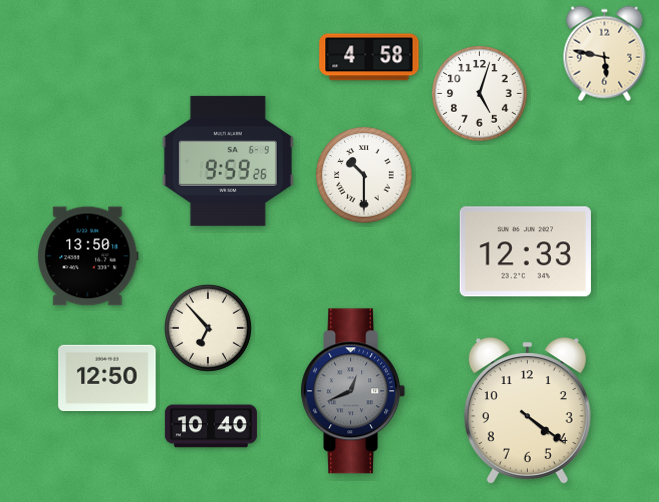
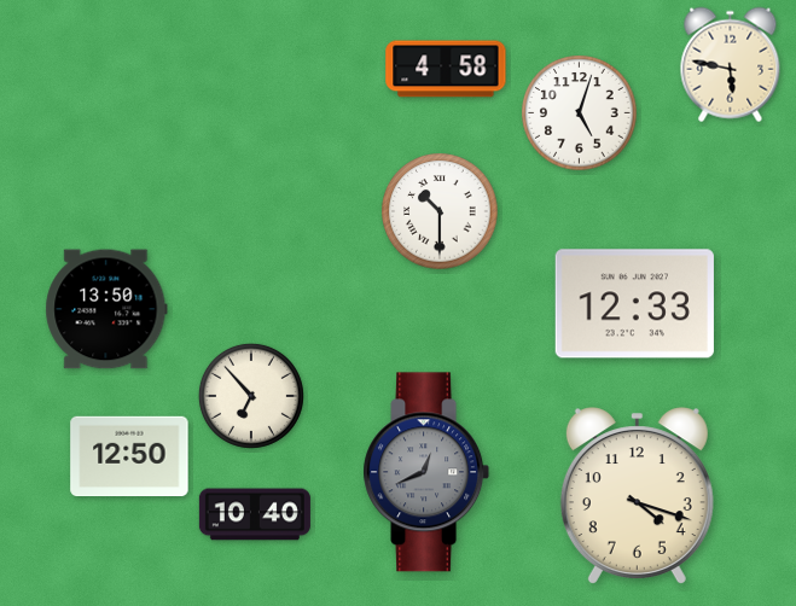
clock at (228, 161): 9:59 -> none
clock at (527, 410): 4:21 -> 4:18
